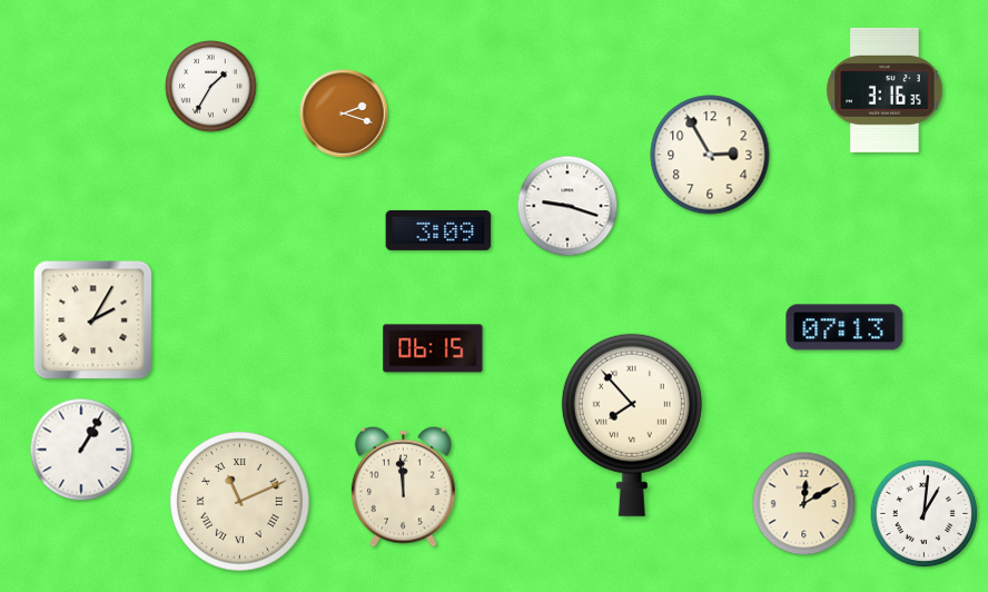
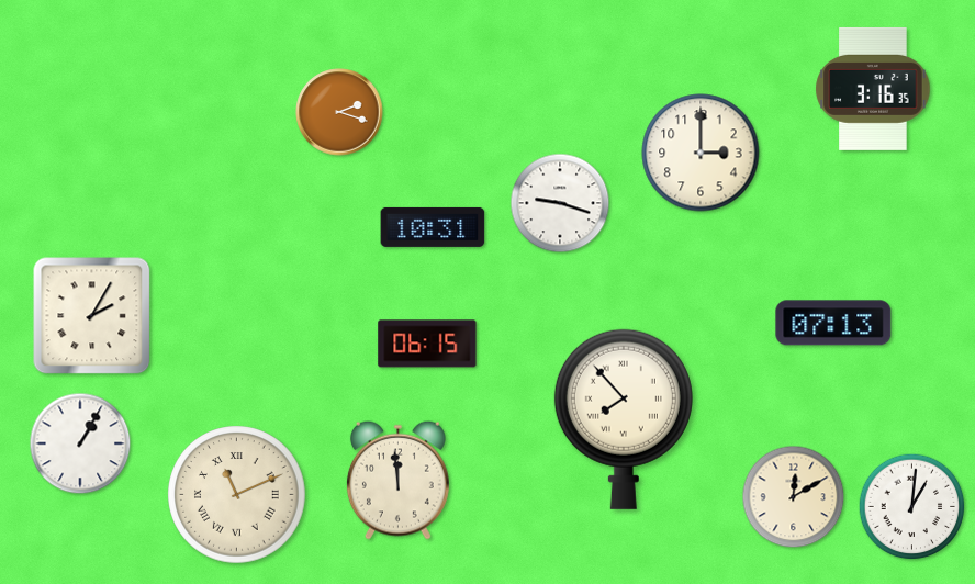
clock at (211, 87): 1:35 -> none
clock at (710, 155): 2:55 -> 3:00
clock at (438, 230): 3:09 -> 10:31
